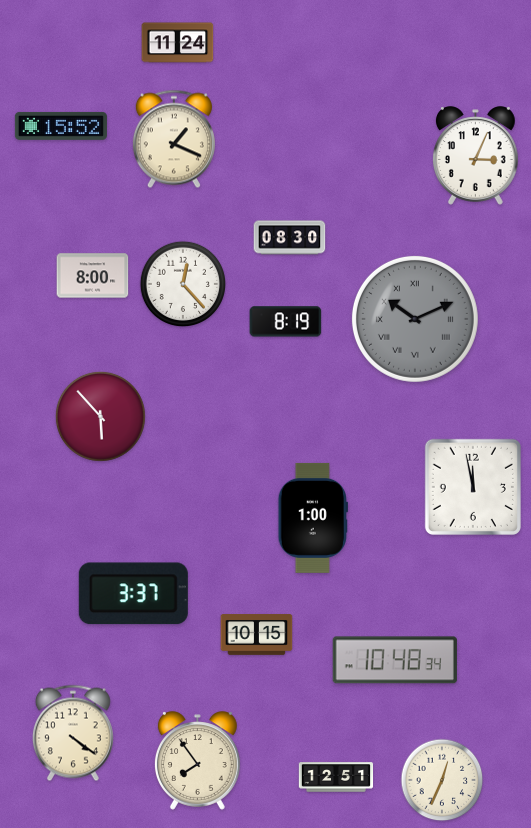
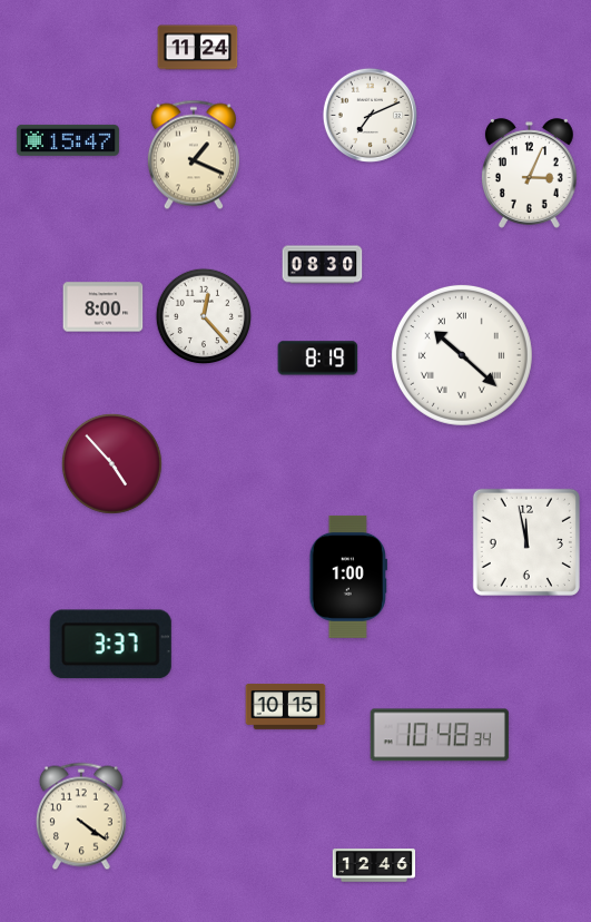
clock at (370, 115): none -> 7:11
clock at (61, 126): 15:52 -> 15:47
clock at (415, 319): 10:11 -> 10:22
clock at (415, 319) dial: grey -> white
clock at (100, 416): 5:53 -> 4:53
clock at (133, 594) position: (133, 594) -> (110, 645)
clock at (197, 761): 7:54 -> none
clock at (336, 777): 12:51 -> 12:46
clock at (442, 780): 12:34 -> none
